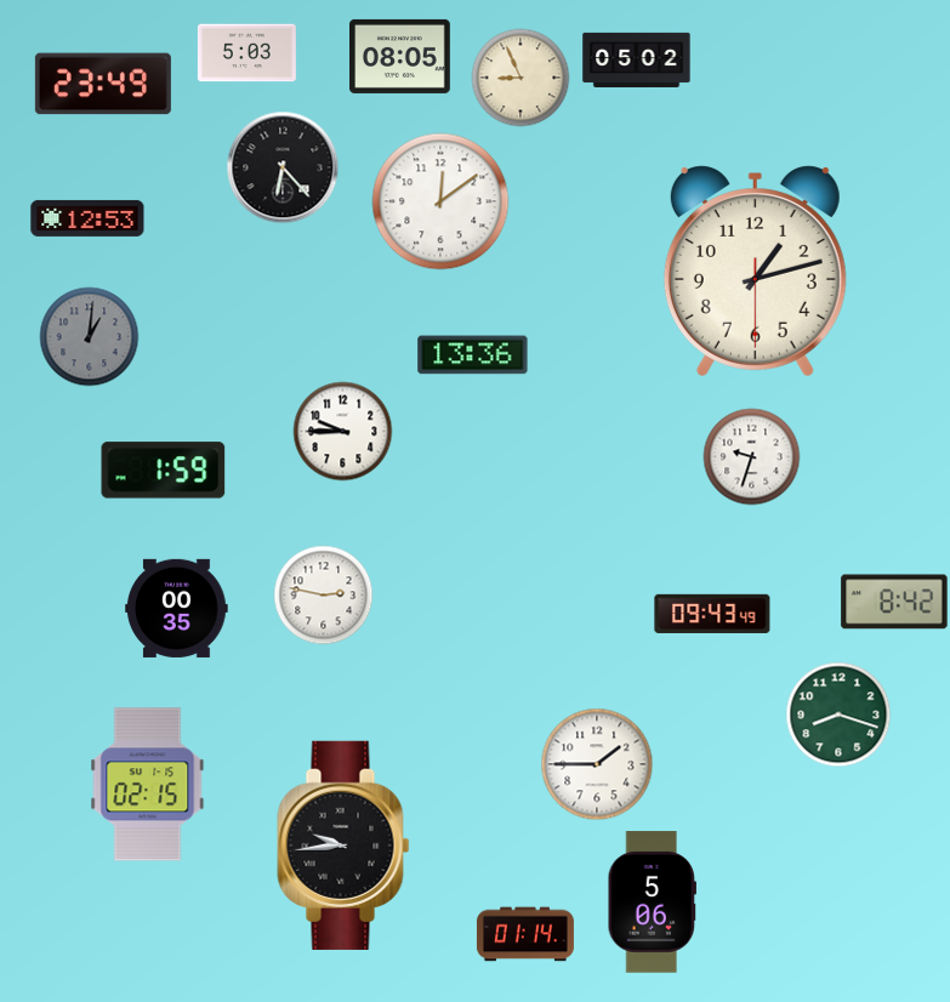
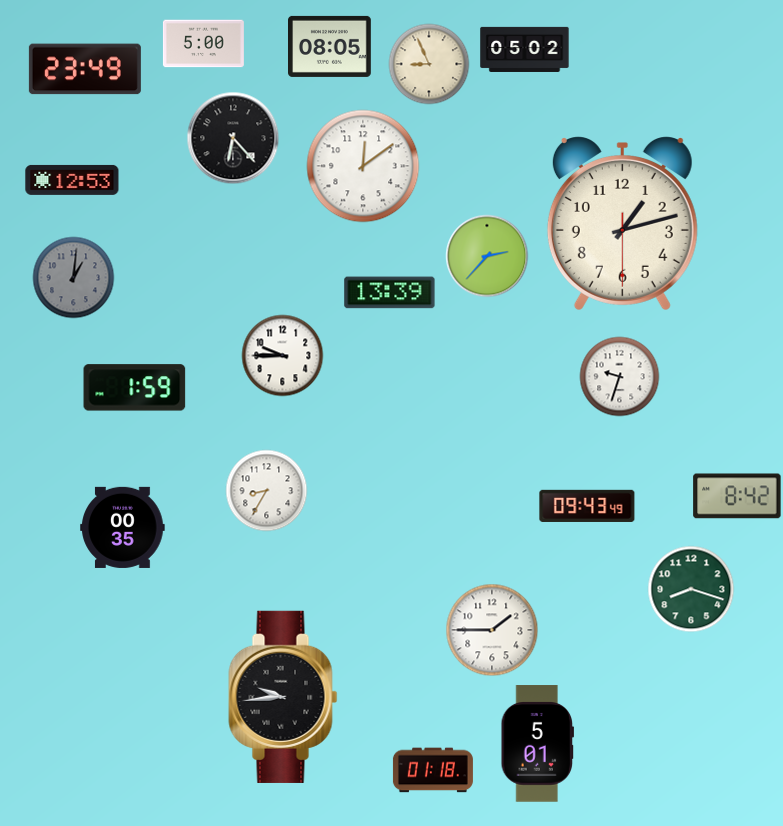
clock at (246, 53): 5:03 -> 5:00
clock at (487, 256): none -> 2:37
clock at (473, 355): 13:36 -> 13:39
clock at (324, 596): 2:47 -> 8:35
clock at (177, 608) position: (177, 608) -> (123, 527)
clock at (148, 785): 02:15 -> none
clock at (652, 903): 5:06 -> 5:01
clock at (525, 934): 01:14 -> 01:18
